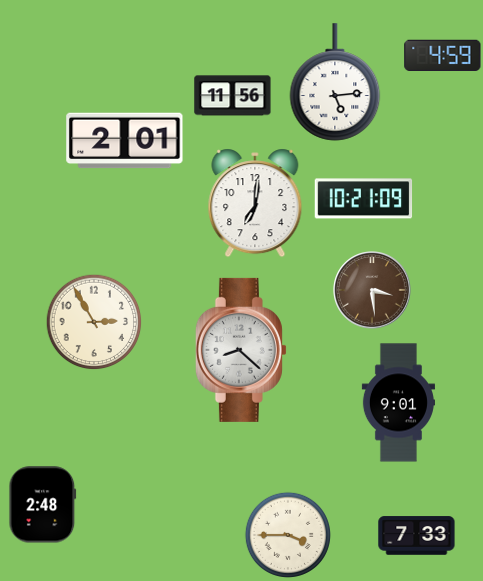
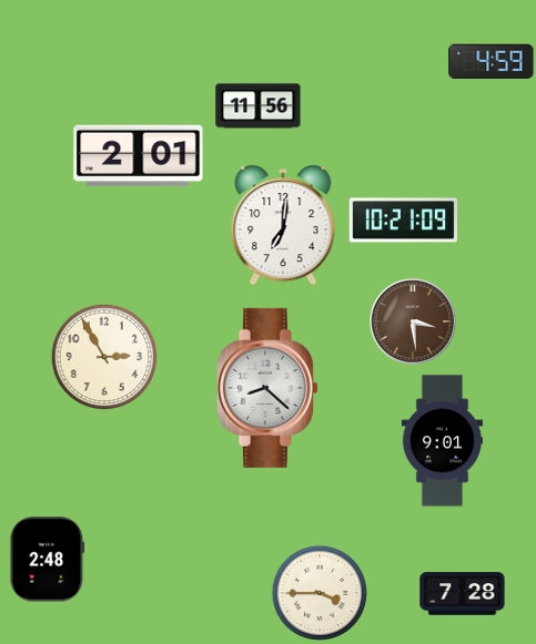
clock at (335, 82): 5:14 -> none
clock at (398, 403) position: (398, 403) -> (442, 441)
clock at (417, 536): 7:33 -> 7:28
